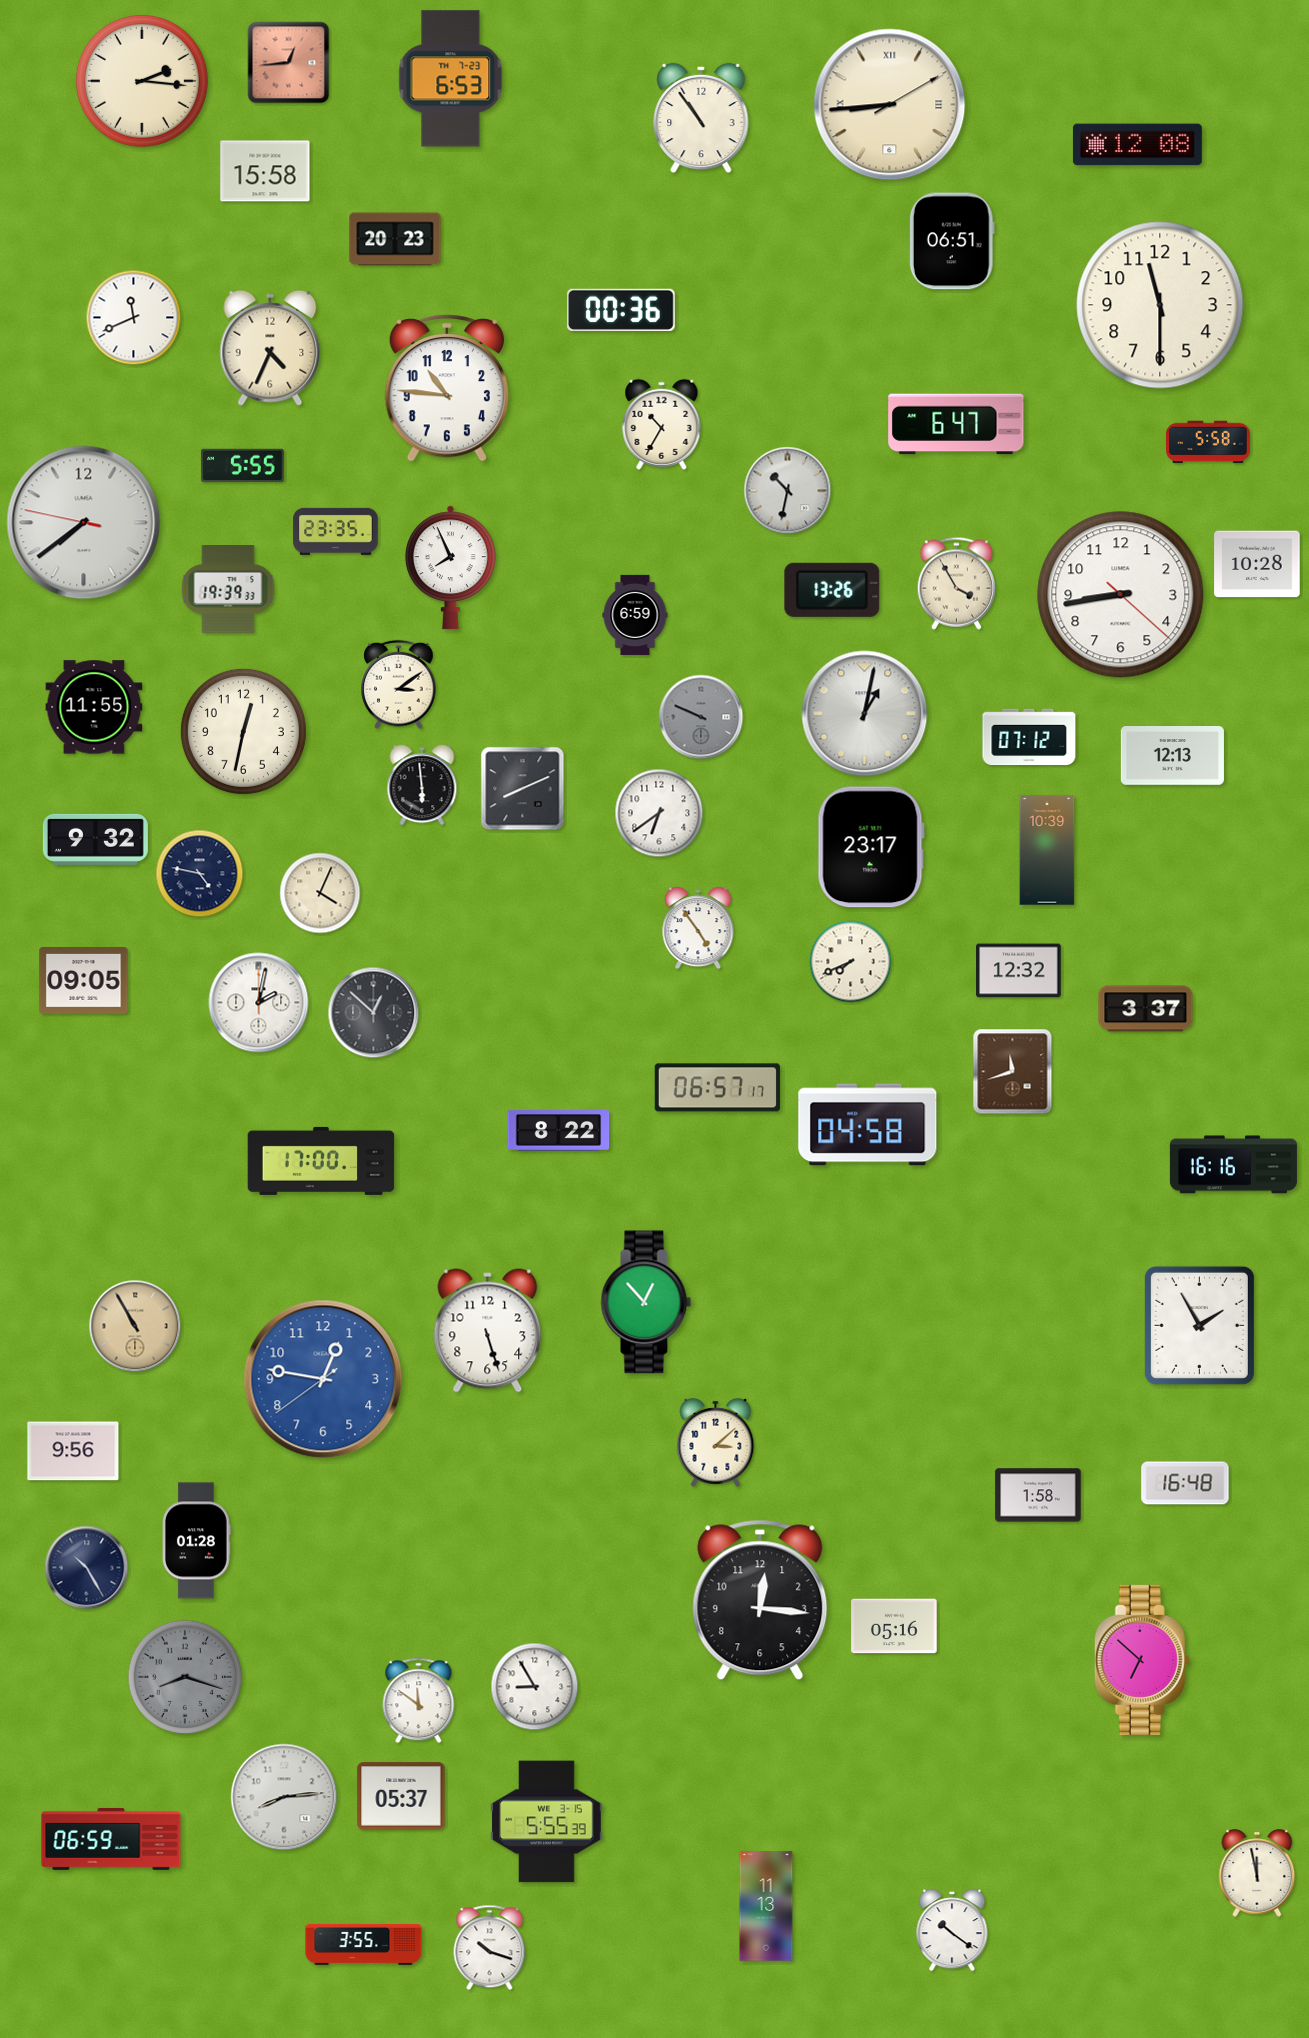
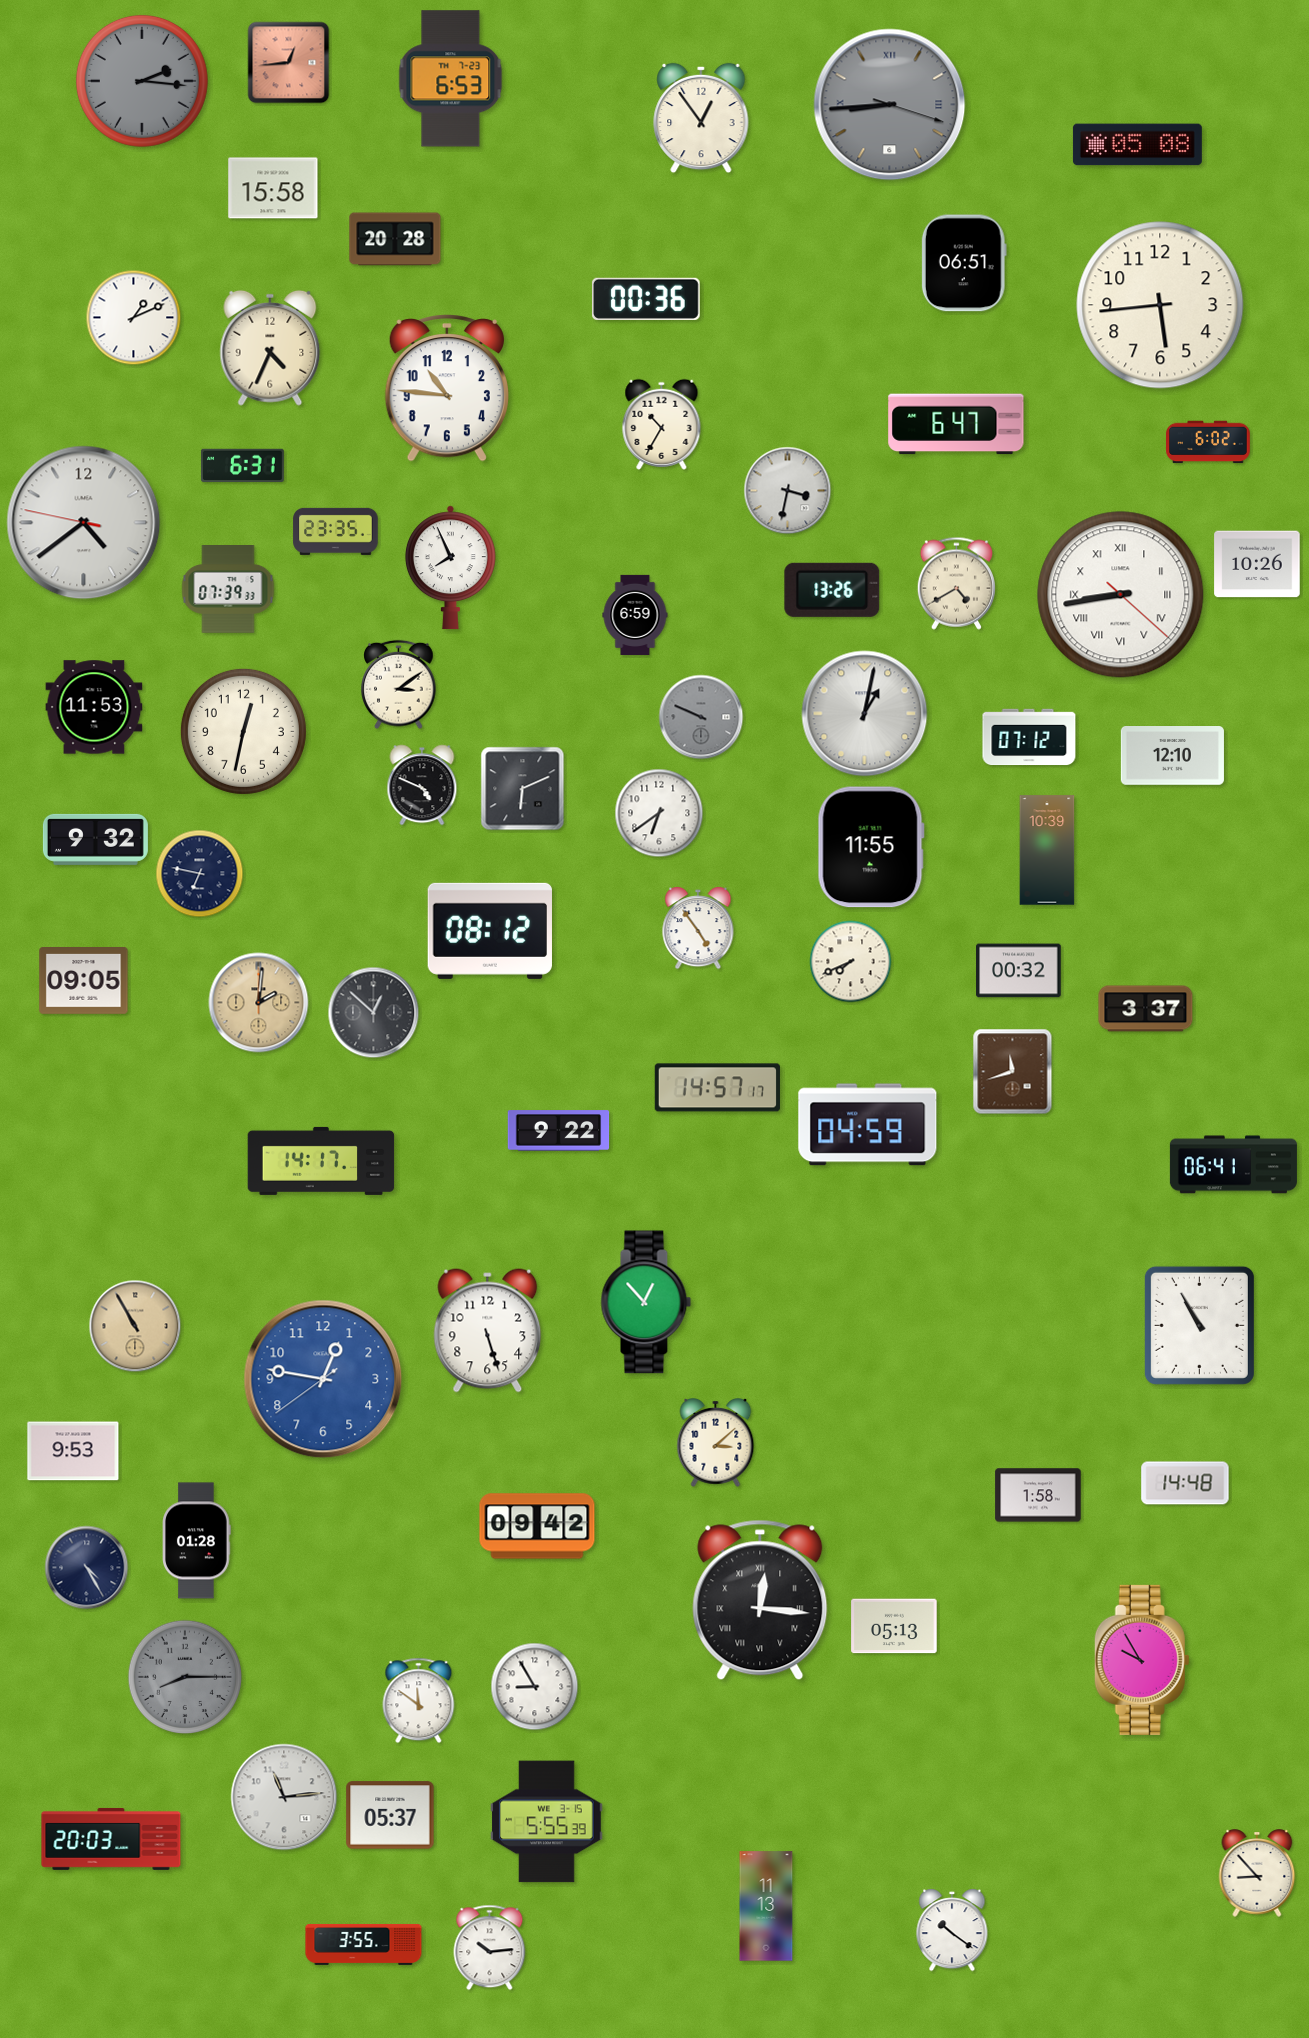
clock at (142, 81) dial: cream -> grey
clock at (890, 105): 8:44:10 -> 8:44:18
clock at (890, 105) dial: cream -> grey
clock at (701, 118): 10:54 -> 12:54
clock at (1137, 145): 12:08 -> 05:08
clock at (265, 171) position: (265, 171) -> (273, 188)
clock at (395, 239): 20:23 -> 20:28
clock at (952, 241) position: (952, 241) -> (964, 263)
clock at (1160, 305): 11:30 -> 5:44
clock at (622, 310) position: (622, 310) -> (647, 299)
clock at (134, 318): 11:41 -> 1:11
clock at (1208, 442): 5:58 -> 6:02
clock at (242, 466): 5:55 -> 6:31
clock at (788, 491): 10:32 -> 3:32
clock at (84, 523): 7:38 -> 4:38
clock at (1257, 564): 10:28 -> 10:26
clock at (956, 583): 3:55 -> 4:40
clock at (228, 590): 19:39 -> 07:39
clock at (1121, 595) numerals: Arabic -> Roman
clock at (94, 707): 11:55 -> 11:53
clock at (1172, 756): 12:13 -> 12:10
clock at (422, 785): 5:59 -> 4:49
clock at (523, 789): 8:11 -> 6:11
clock at (871, 847): 23:17 -> 11:55
clock at (200, 874): 4:47 -> 6:47
clock at (320, 893): 4:04 -> none
clock at (490, 931): none -> 08:12
clock at (1019, 971): 12:32 -> 00:32
clock at (259, 1003): 2:02 -> 2:01
clock at (259, 1003) dial: white -> champagne
clock at (717, 1088): 06:57 -> 14:57
clock at (868, 1125): 04:58 -> 04:59
clock at (559, 1131): 8:22 -> 9:22
clock at (321, 1161): 17:00 -> 14:17
clock at (1233, 1165): 16:16 -> 06:41
clock at (1199, 1325): 1:55 -> 10:55
clock at (73, 1451): 9:56 -> 9:53
clock at (1185, 1483): 16:48 -> 14:48
clock at (537, 1526): none -> 09:42
clock at (87, 1568): 10:25 -> 4:25
clock at (760, 1600) numerals: Arabic -> Roman
clock at (894, 1626): 05:16 -> 05:13
clock at (1142, 1660): 6:52 -> 9:55
clock at (185, 1677): 8:18 -> 8:15
clock at (401, 1796) position: (401, 1796) -> (390, 1815)
clock at (284, 1797): 8:14 -> 11:14
clock at (111, 1839): 06:59 -> 20:03
clock at (1257, 1873): 11:58 -> 8:53
clock at (490, 1948): 10:18 -> 10:14
